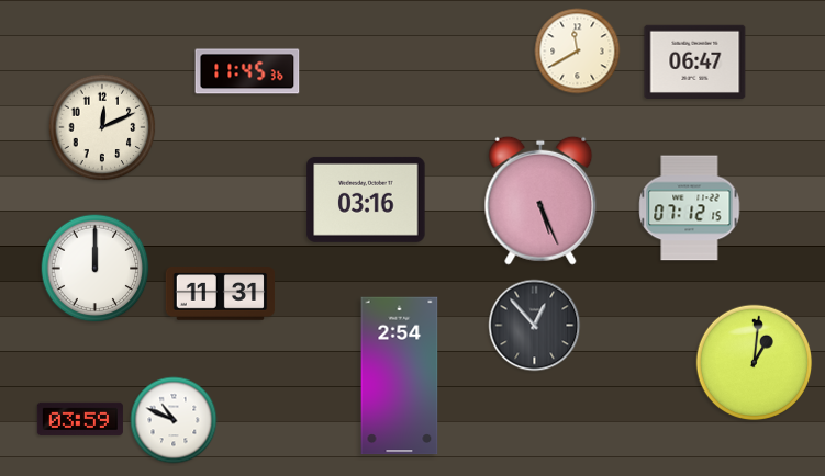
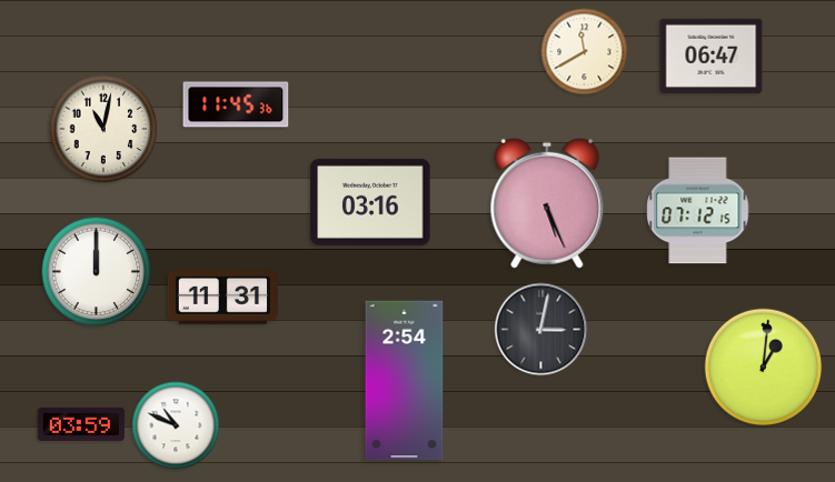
clock at (695, 61) position: (695, 61) -> (712, 56)
clock at (247, 71) position: (247, 71) -> (236, 104)
clock at (102, 127): 12:11 -> 11:02
clock at (535, 326): 12:53 -> 3:02
